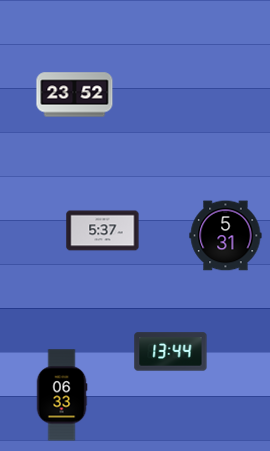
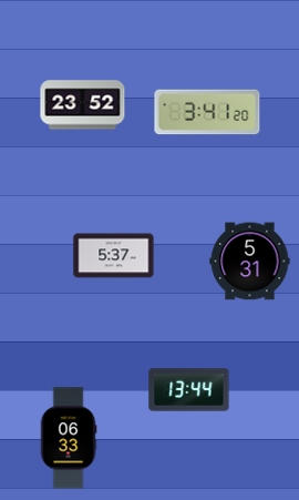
clock at (207, 112): none -> 3:41
